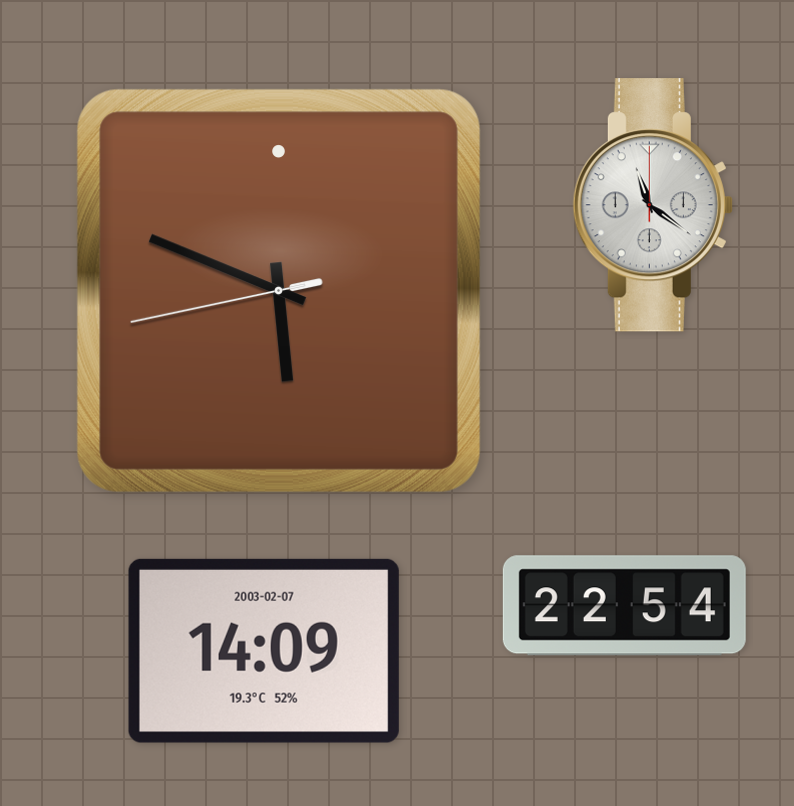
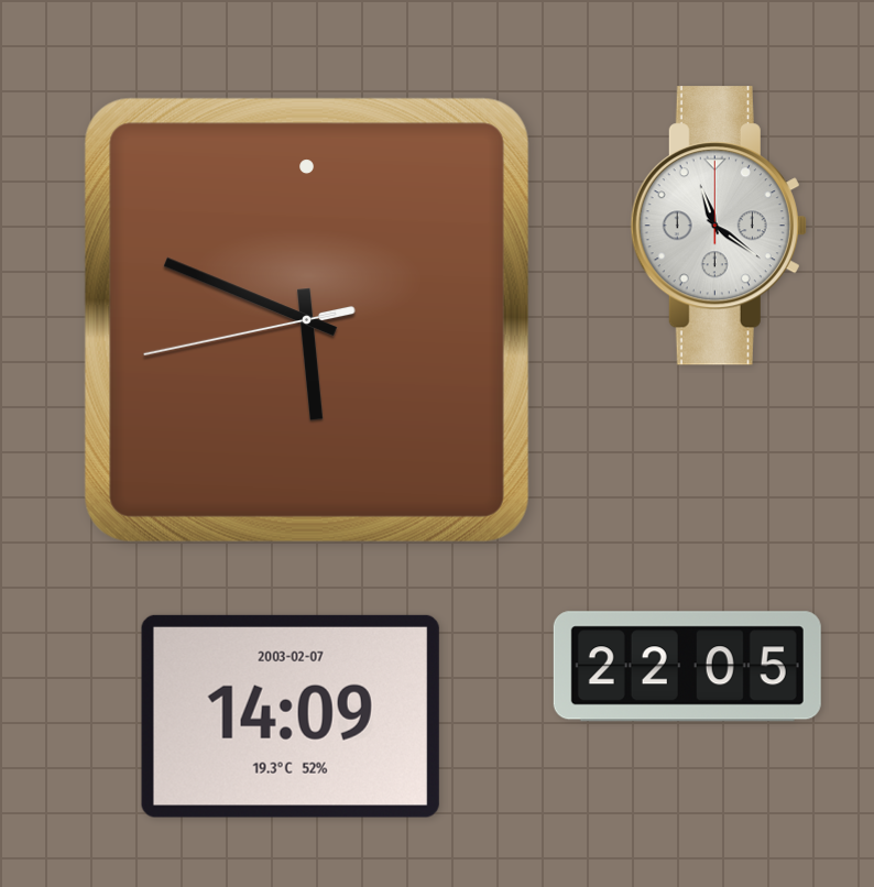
clock at (624, 606): 22:54 -> 22:05
